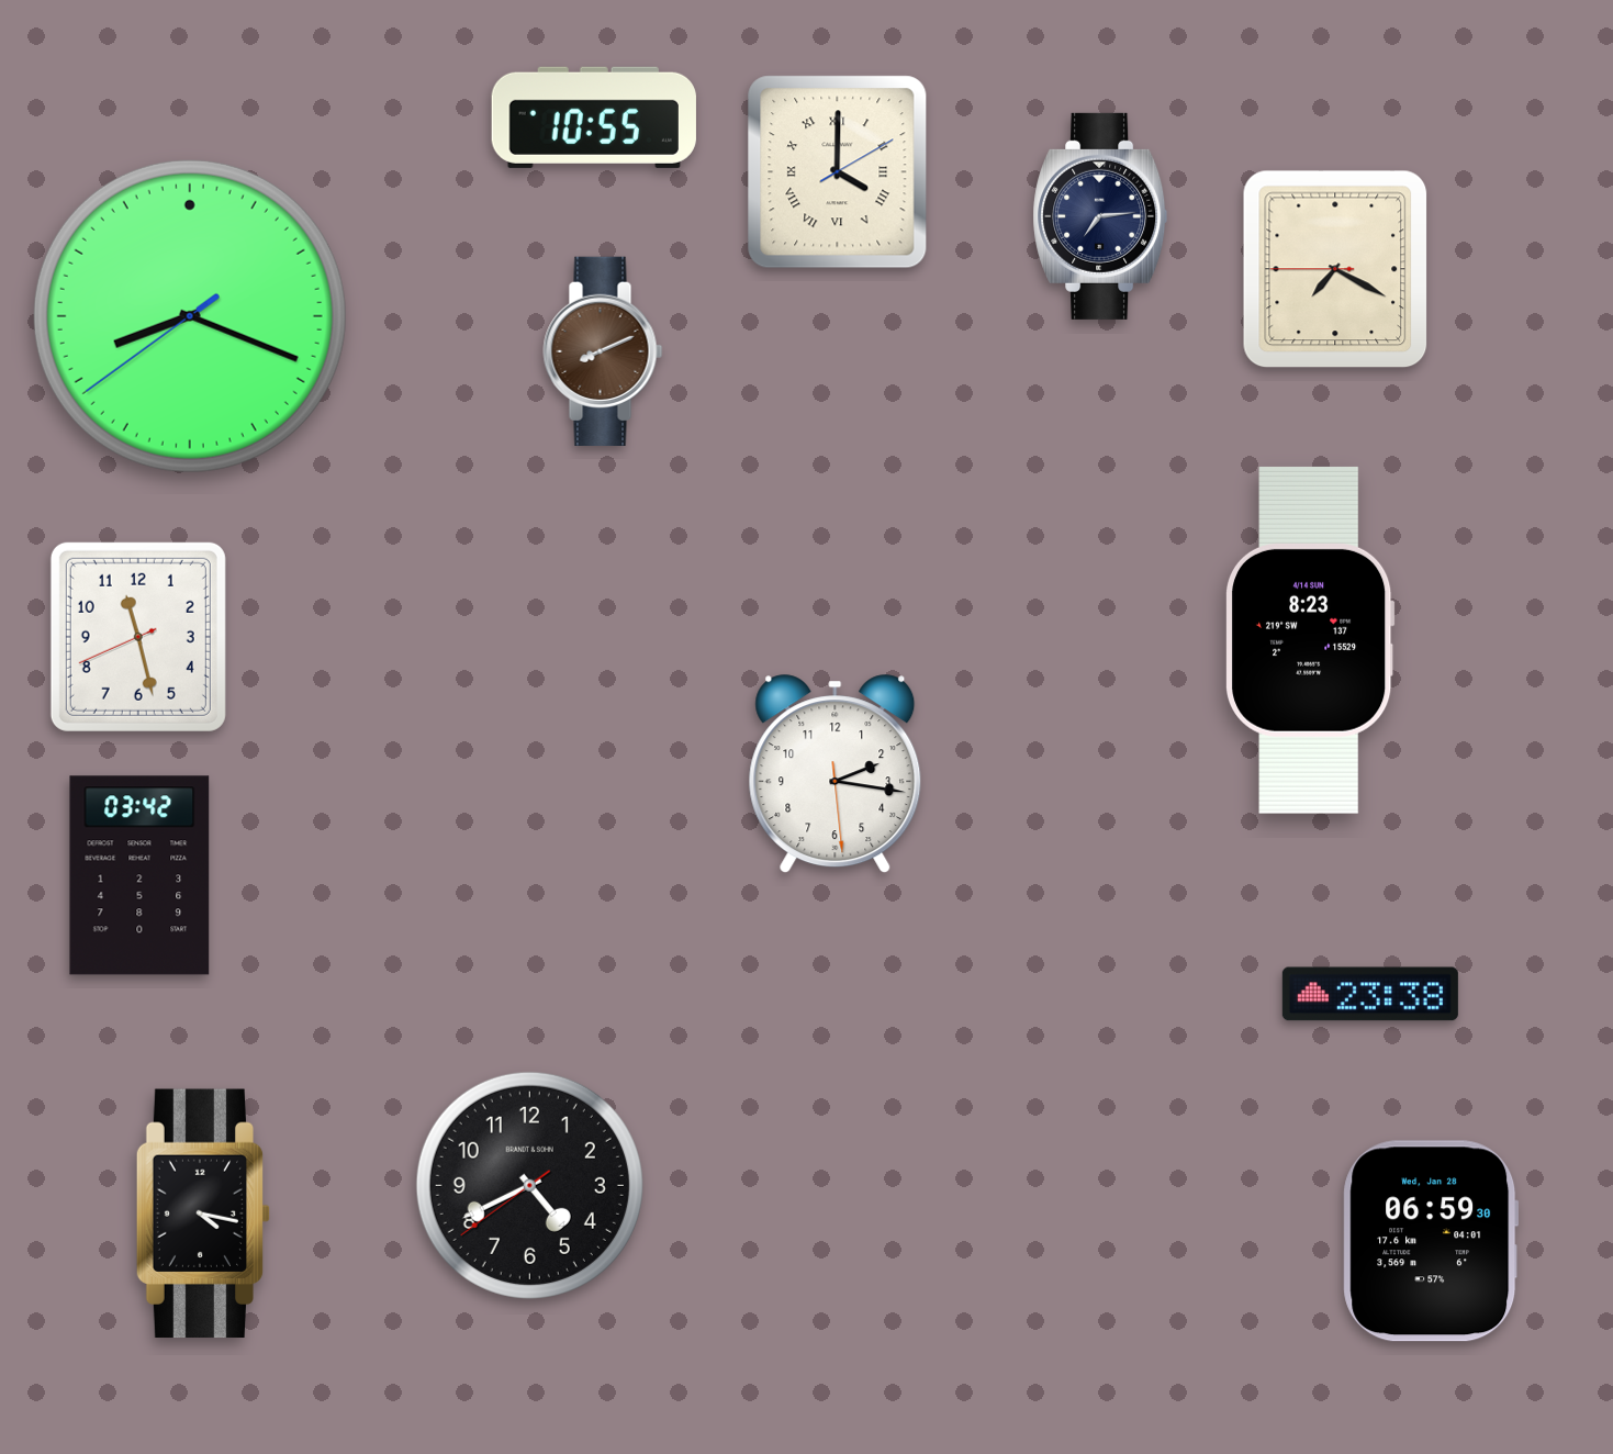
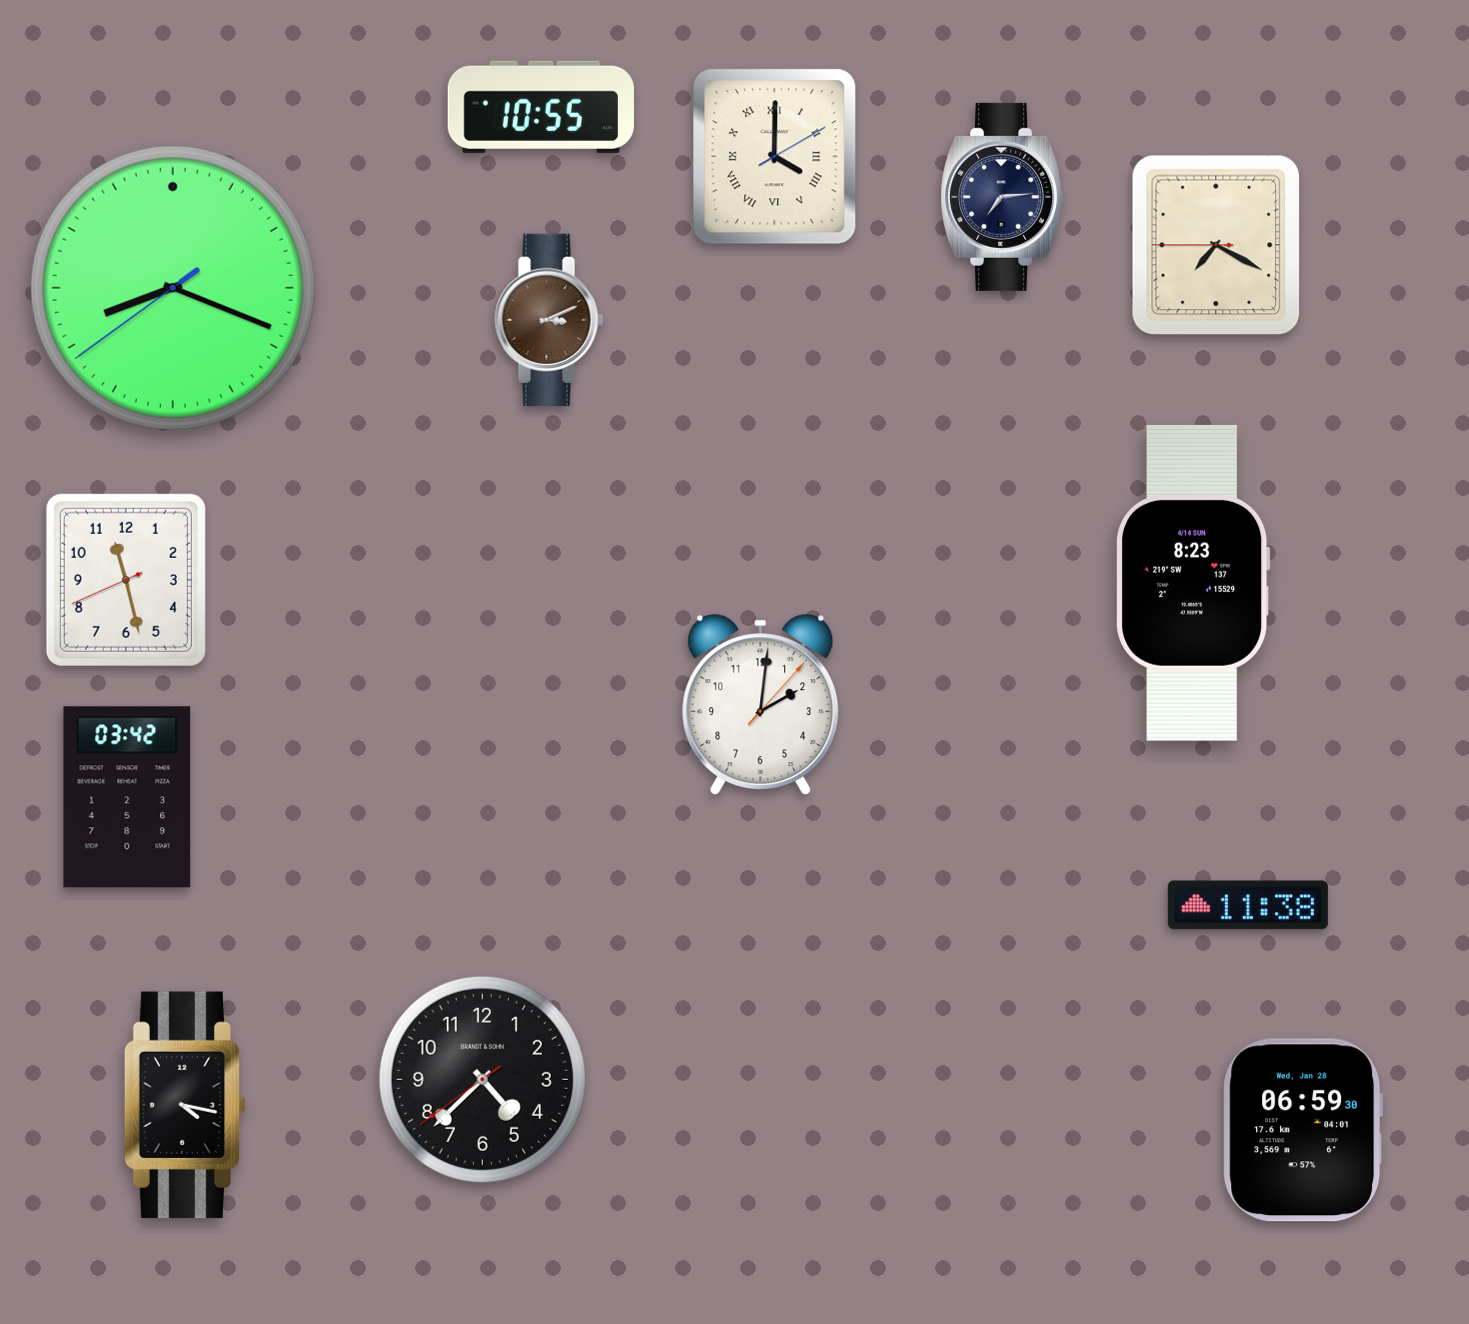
clock at (838, 172) position: (838, 172) -> (775, 157)
clock at (603, 351): 8:11 -> 3:11
clock at (836, 774): 2:16 -> 2:01
clock at (1370, 994): 23:38 -> 11:38
clock at (529, 1185): 4:40 -> 4:37
